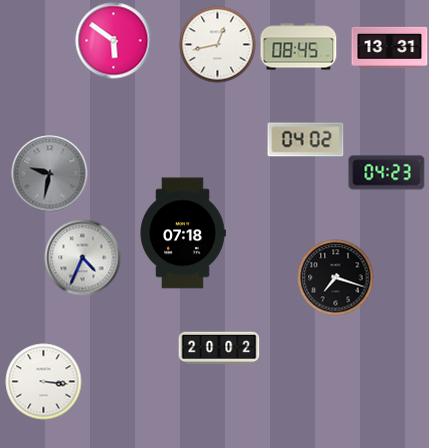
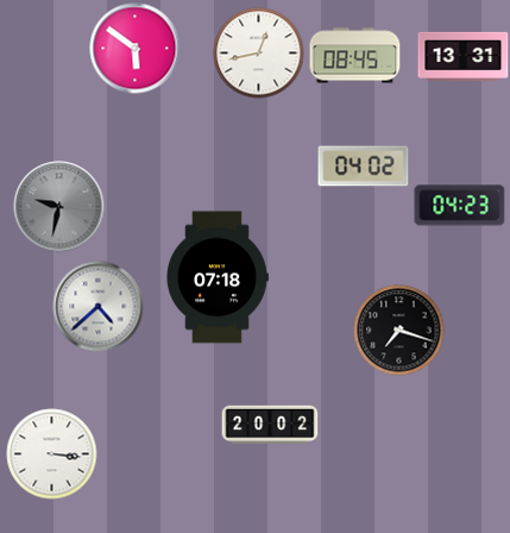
clock at (83, 258): 4:34 -> 4:38
clock at (219, 348) position: (219, 348) -> (270, 425)
